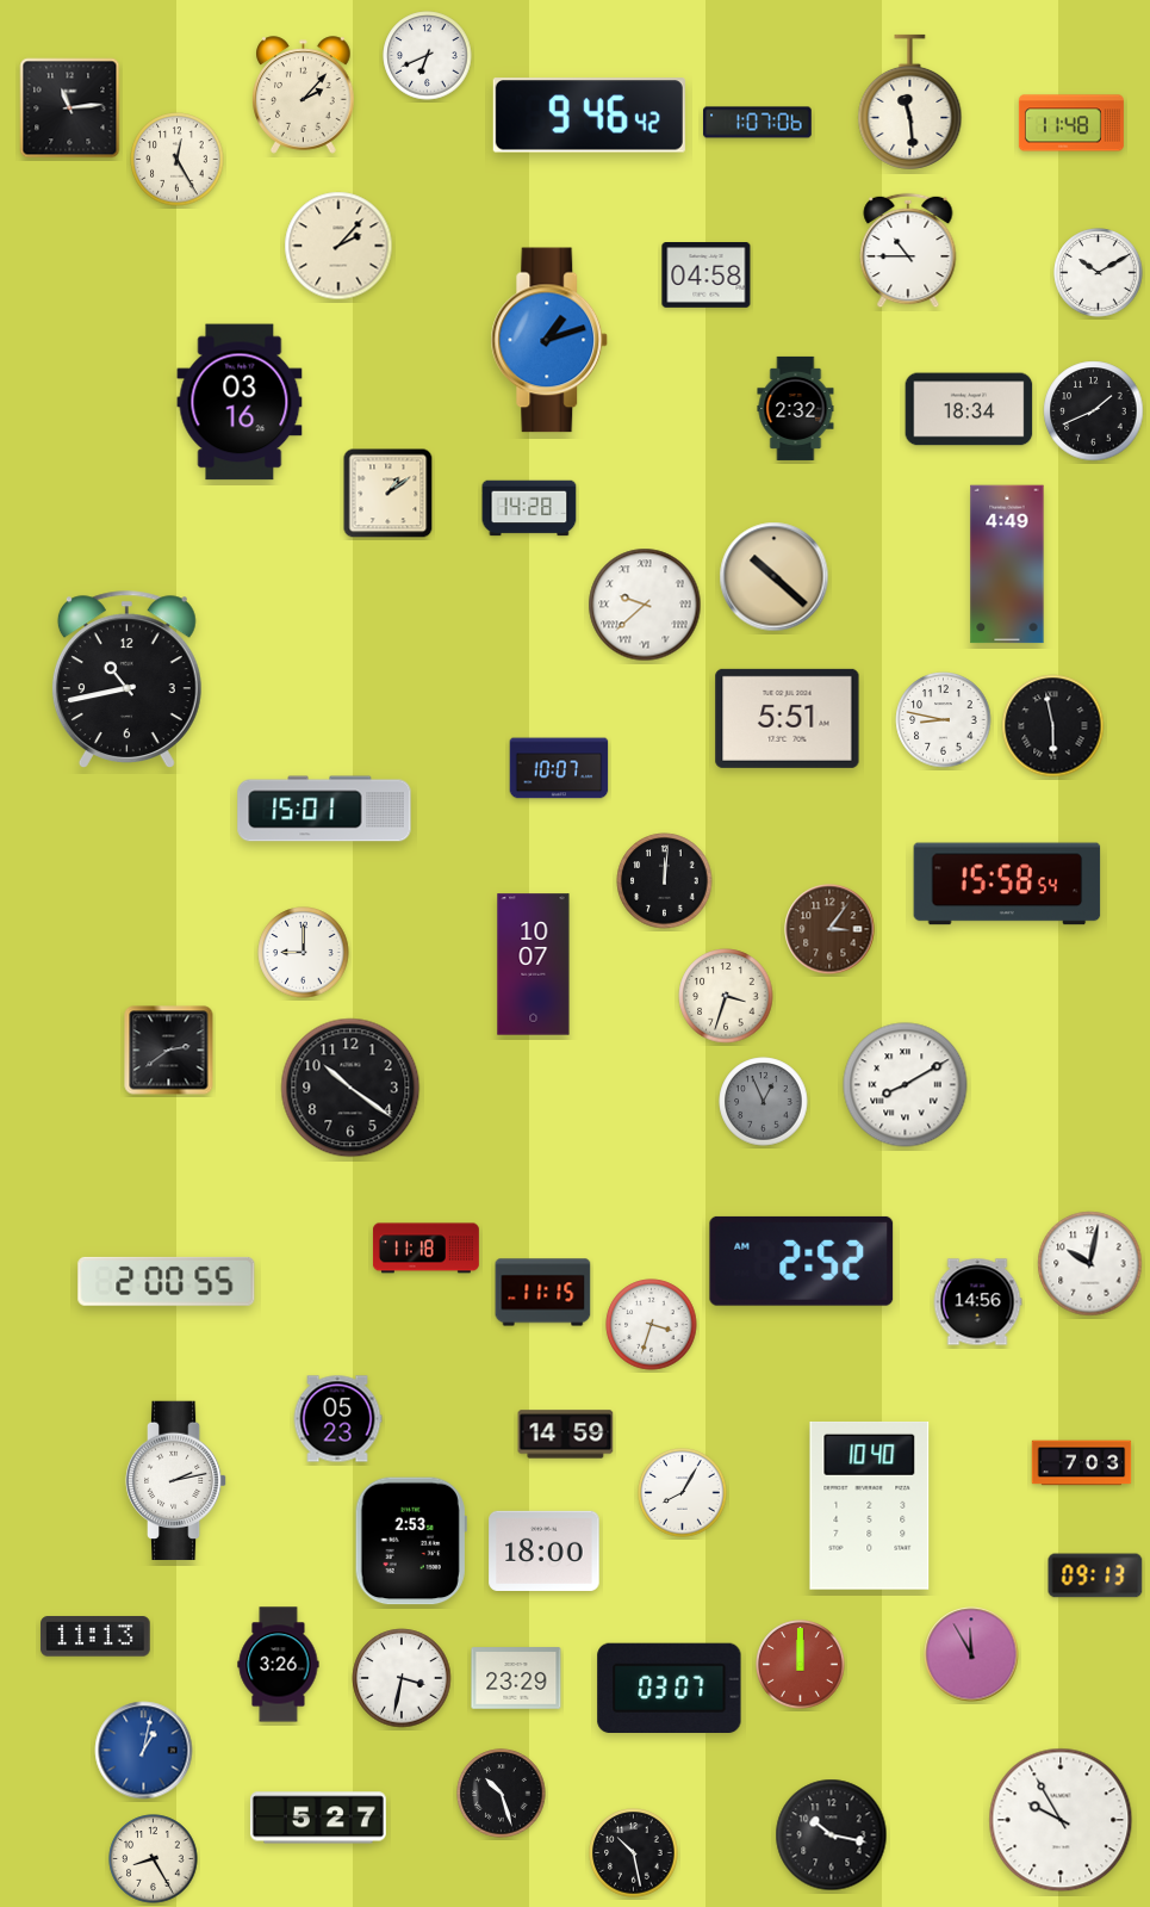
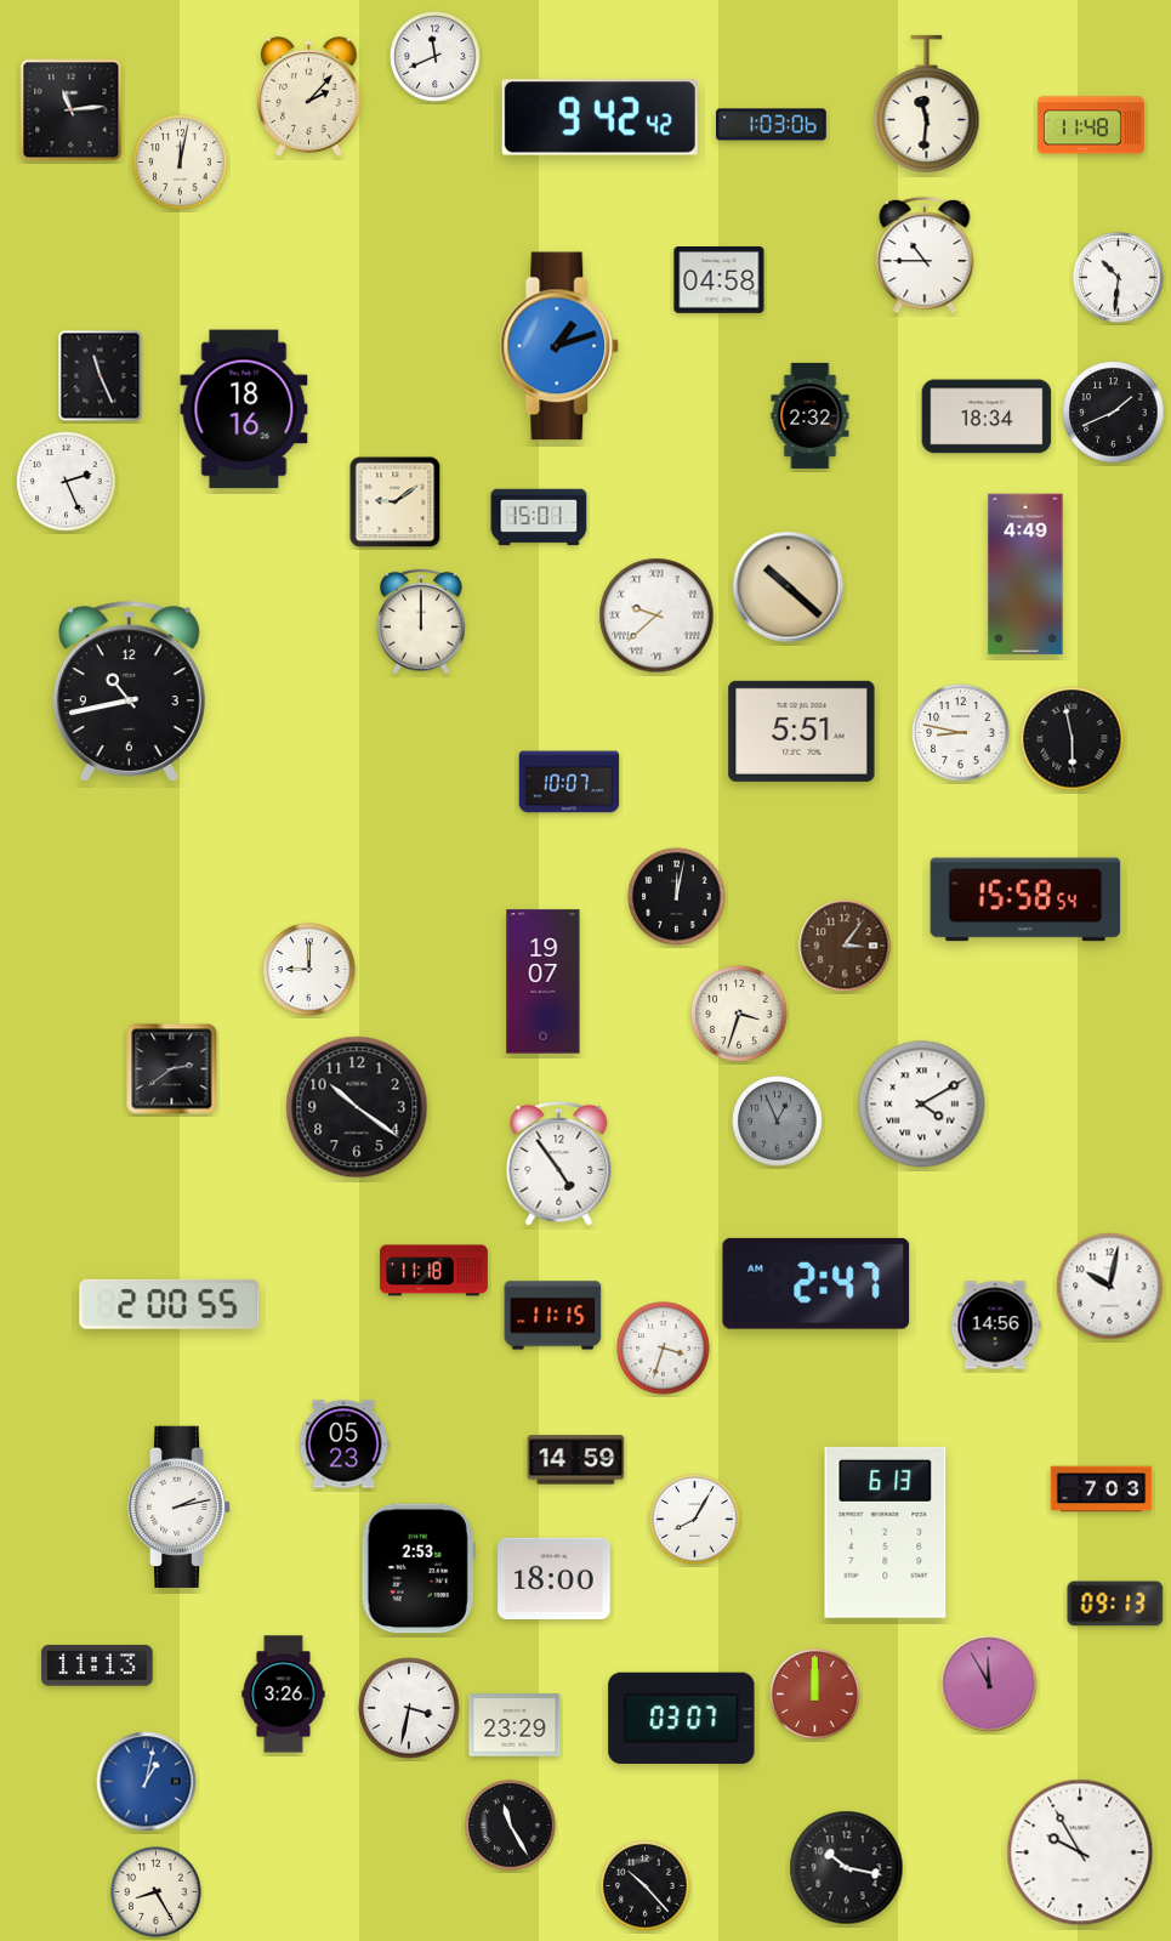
clock at (428, 56): 6:41 -> 11:41
clock at (910, 101): 11:29 -> 11:31
clock at (589, 116): 9:46 -> 9:42
clock at (758, 123): 1:07 -> 1:03
clock at (178, 160): 12:25 -> 12:02
clock at (338, 246): 2:07 -> none
clock at (1099, 273): 10:10 -> 10:31
clock at (101, 376): none -> 11:26
clock at (240, 402): 03:16 -> 18:16
clock at (1094, 411) position: (1094, 411) -> (1114, 413)
clock at (67, 482): none -> 2:26
clock at (388, 494): 1:09 -> 9:09
clock at (529, 508): 14:28 -> 15:01
clock at (422, 622): none -> 12:00
clock at (324, 809): 15:01 -> none
clock at (665, 881): 12:01 -> 12:02
clock at (534, 965): 10:07 -> 19:07
clock at (906, 1085): 8:10 -> 4:10
clock at (559, 1163): none -> 4:54
clock at (802, 1261): 2:52 -> 2:47
clock at (870, 1505): 10:40 -> 6:13
clock at (516, 1678) position: (516, 1678) -> (515, 1725)
clock at (502, 1794): 10:27 -> 11:25
clock at (318, 1818): 5:27 -> none
clock at (634, 1853): 10:28 -> 10:23
